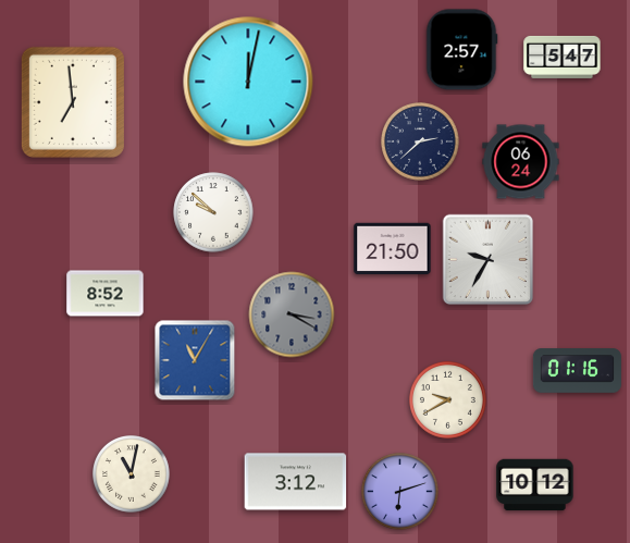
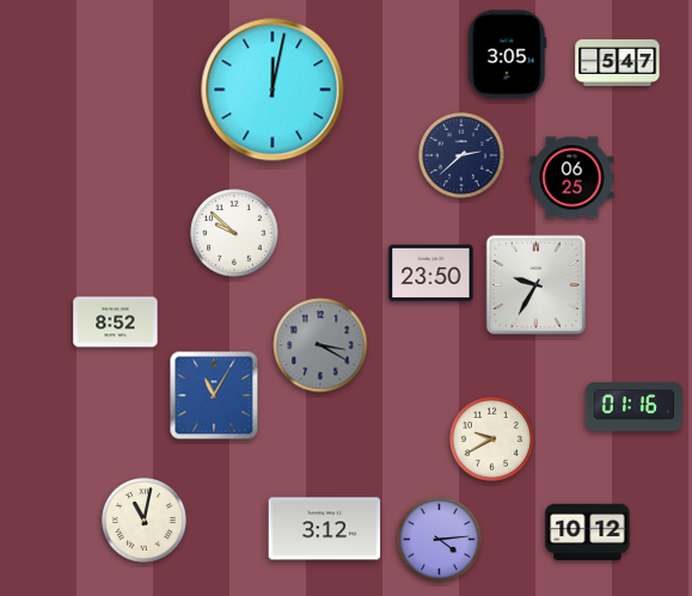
clock at (461, 50): 2:57 -> 3:05
clock at (73, 102): 6:59 -> none
clock at (521, 162): 06:24 -> 06:25
clock at (393, 249): 21:50 -> 23:50
clock at (400, 492): 6:12 -> 4:14
